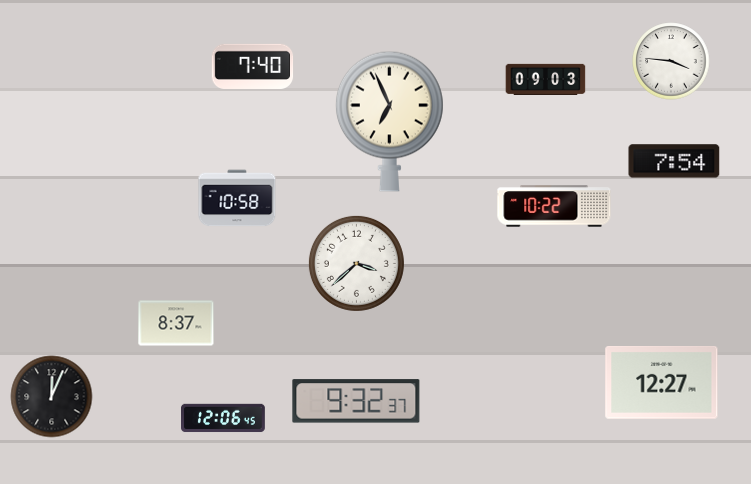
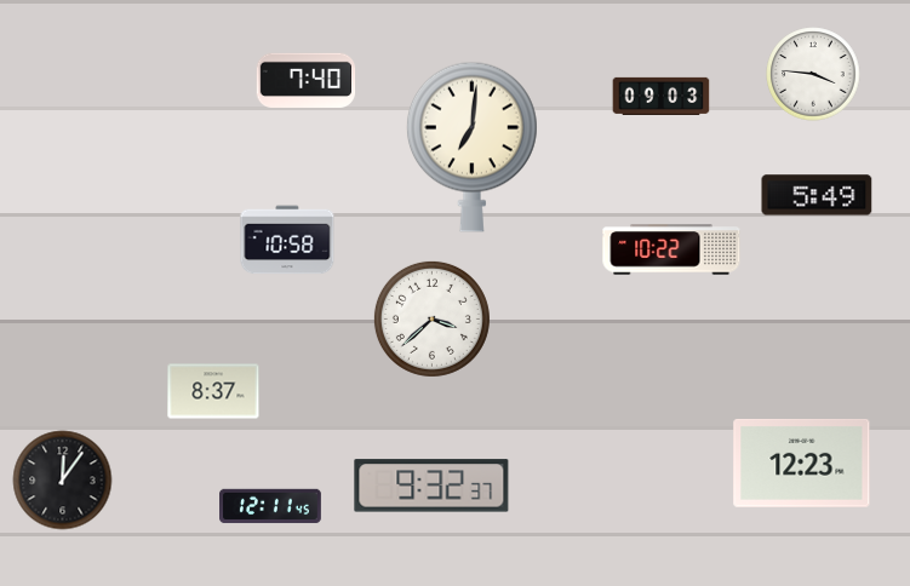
clock at (389, 121): 6:56 -> 7:01
clock at (674, 161): 7:54 -> 5:49
clock at (662, 383): 12:27 -> 12:23
clock at (52, 397): 12:04 -> 12:06
clock at (223, 418): 12:06 -> 12:11
